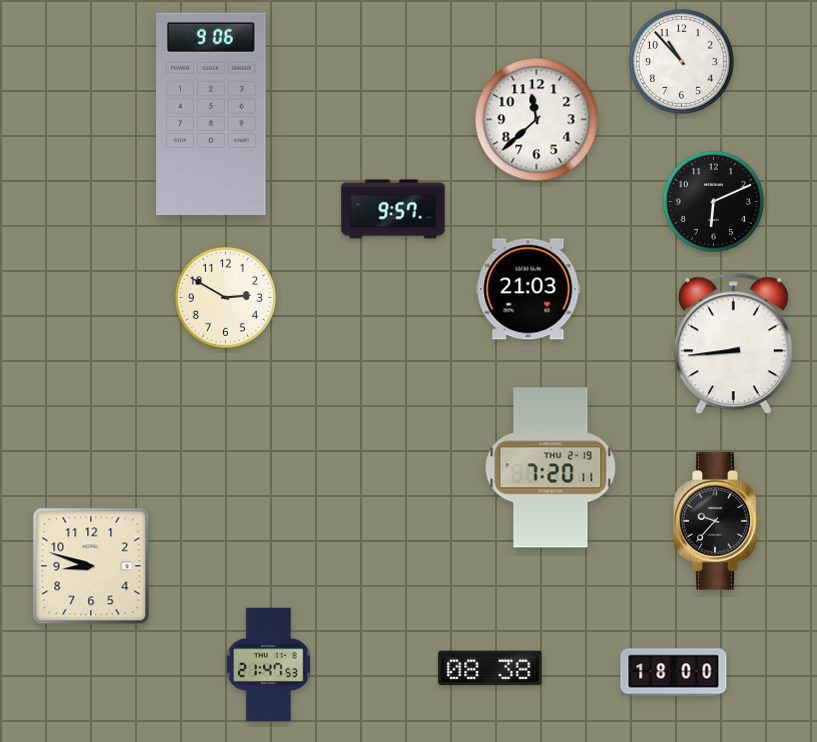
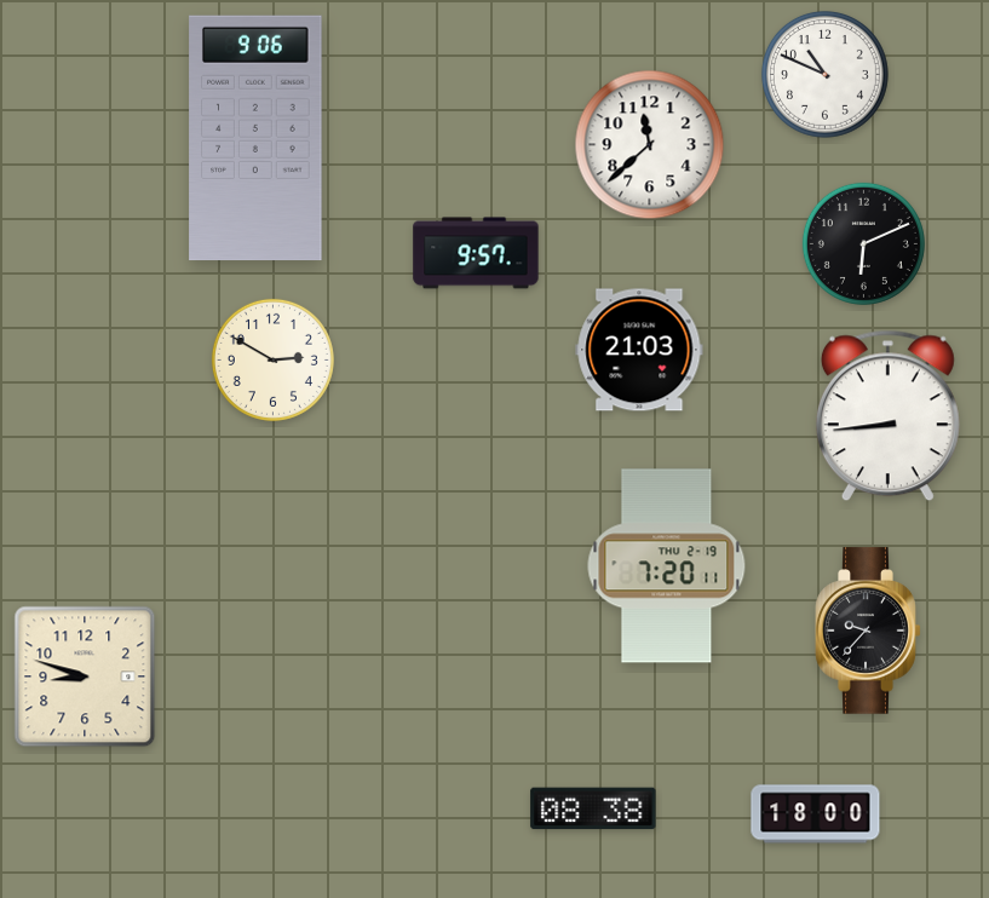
clock at (681, 61): 10:53 -> 10:49
clock at (91, 566) position: (91, 566) -> (85, 677)
clock at (268, 665): 21:47 -> none
